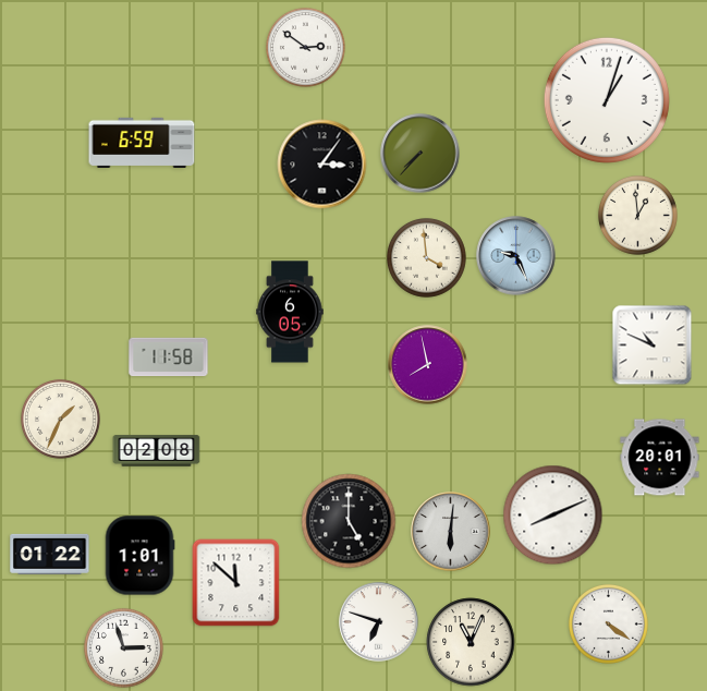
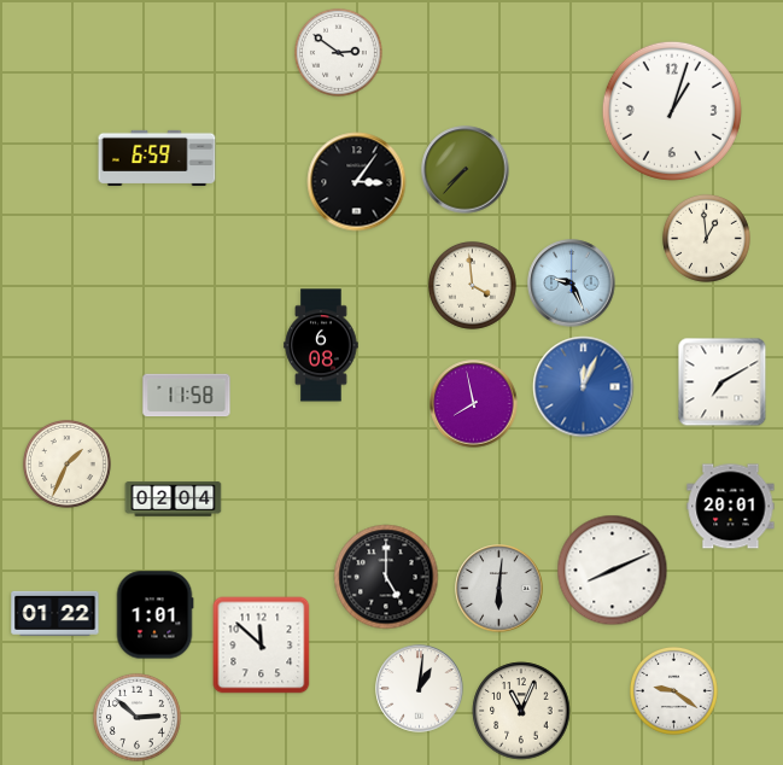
clock at (290, 312): 6:05 -> 6:08
clock at (653, 346): 10:49 -> 7:10
clock at (584, 387): none -> 12:04
clock at (157, 451): 02:08 -> 02:04
clock at (379, 622): 6:48 -> 1:01
clock at (608, 623): 4:21 -> 9:21
clock at (123, 647): 2:57 -> 2:52
